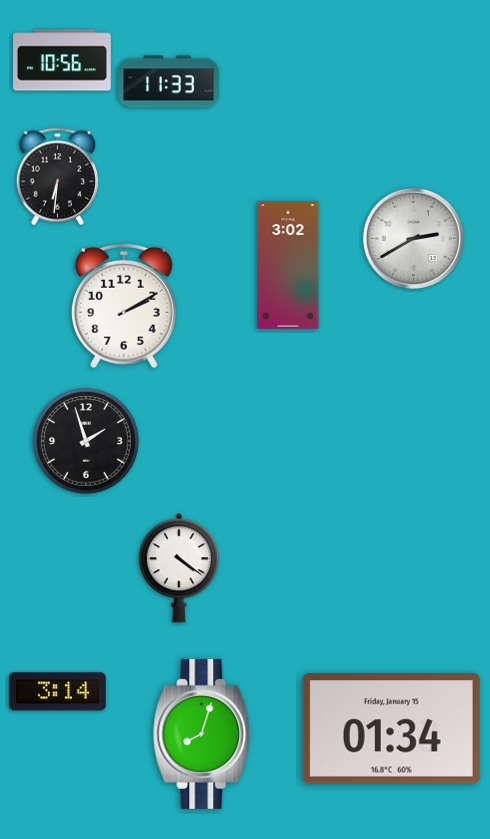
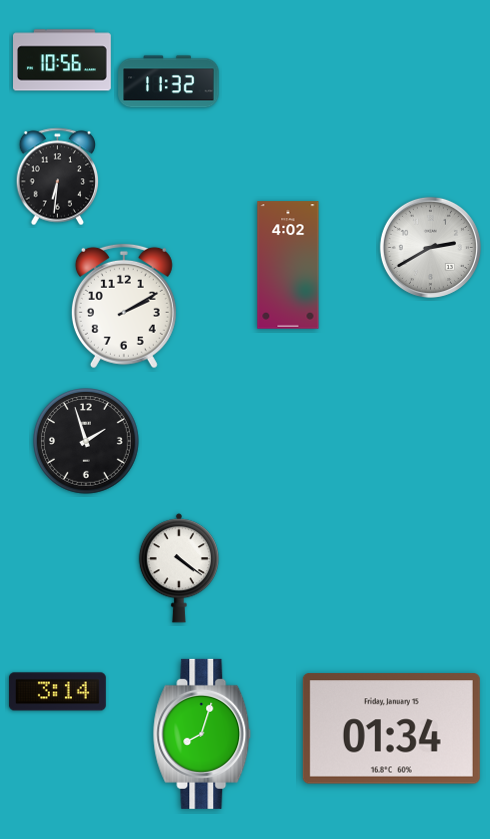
clock at (169, 82): 11:33 -> 11:32
clock at (413, 238) position: (413, 238) -> (430, 247)
clock at (288, 265): 3:02 -> 4:02
